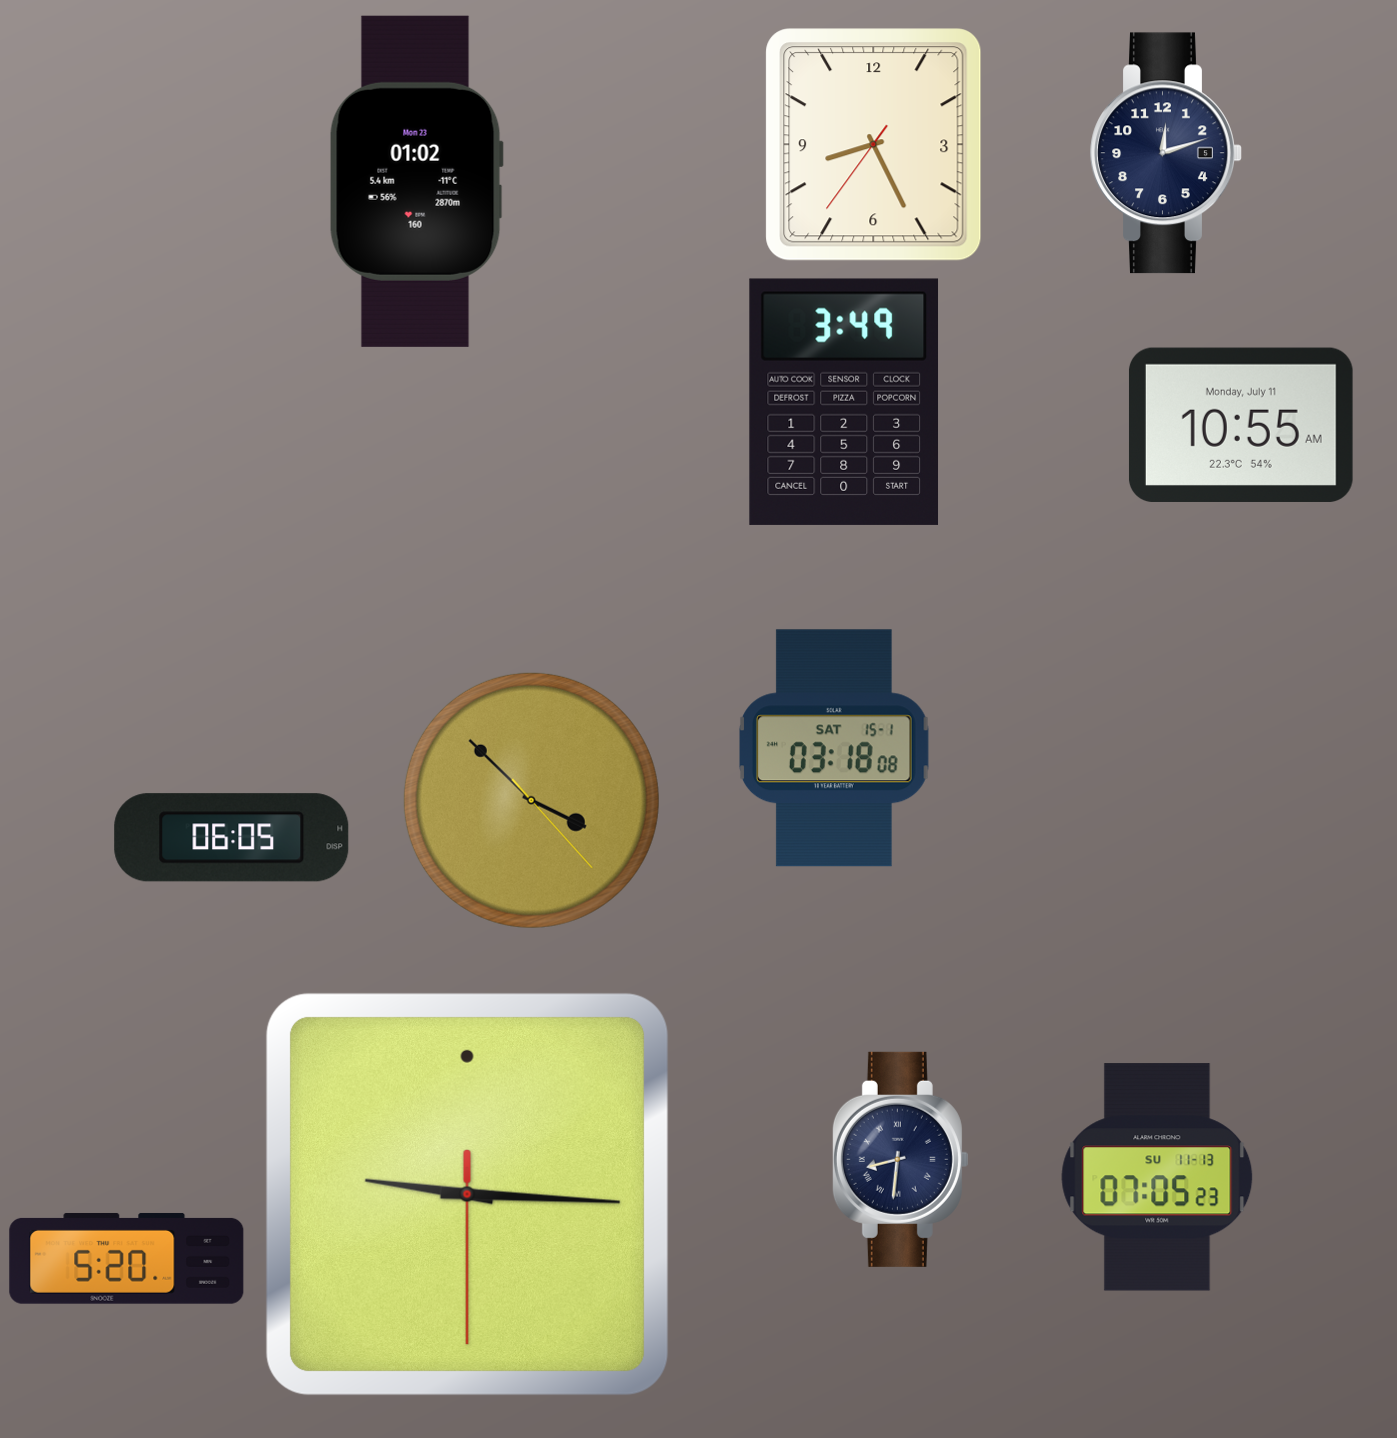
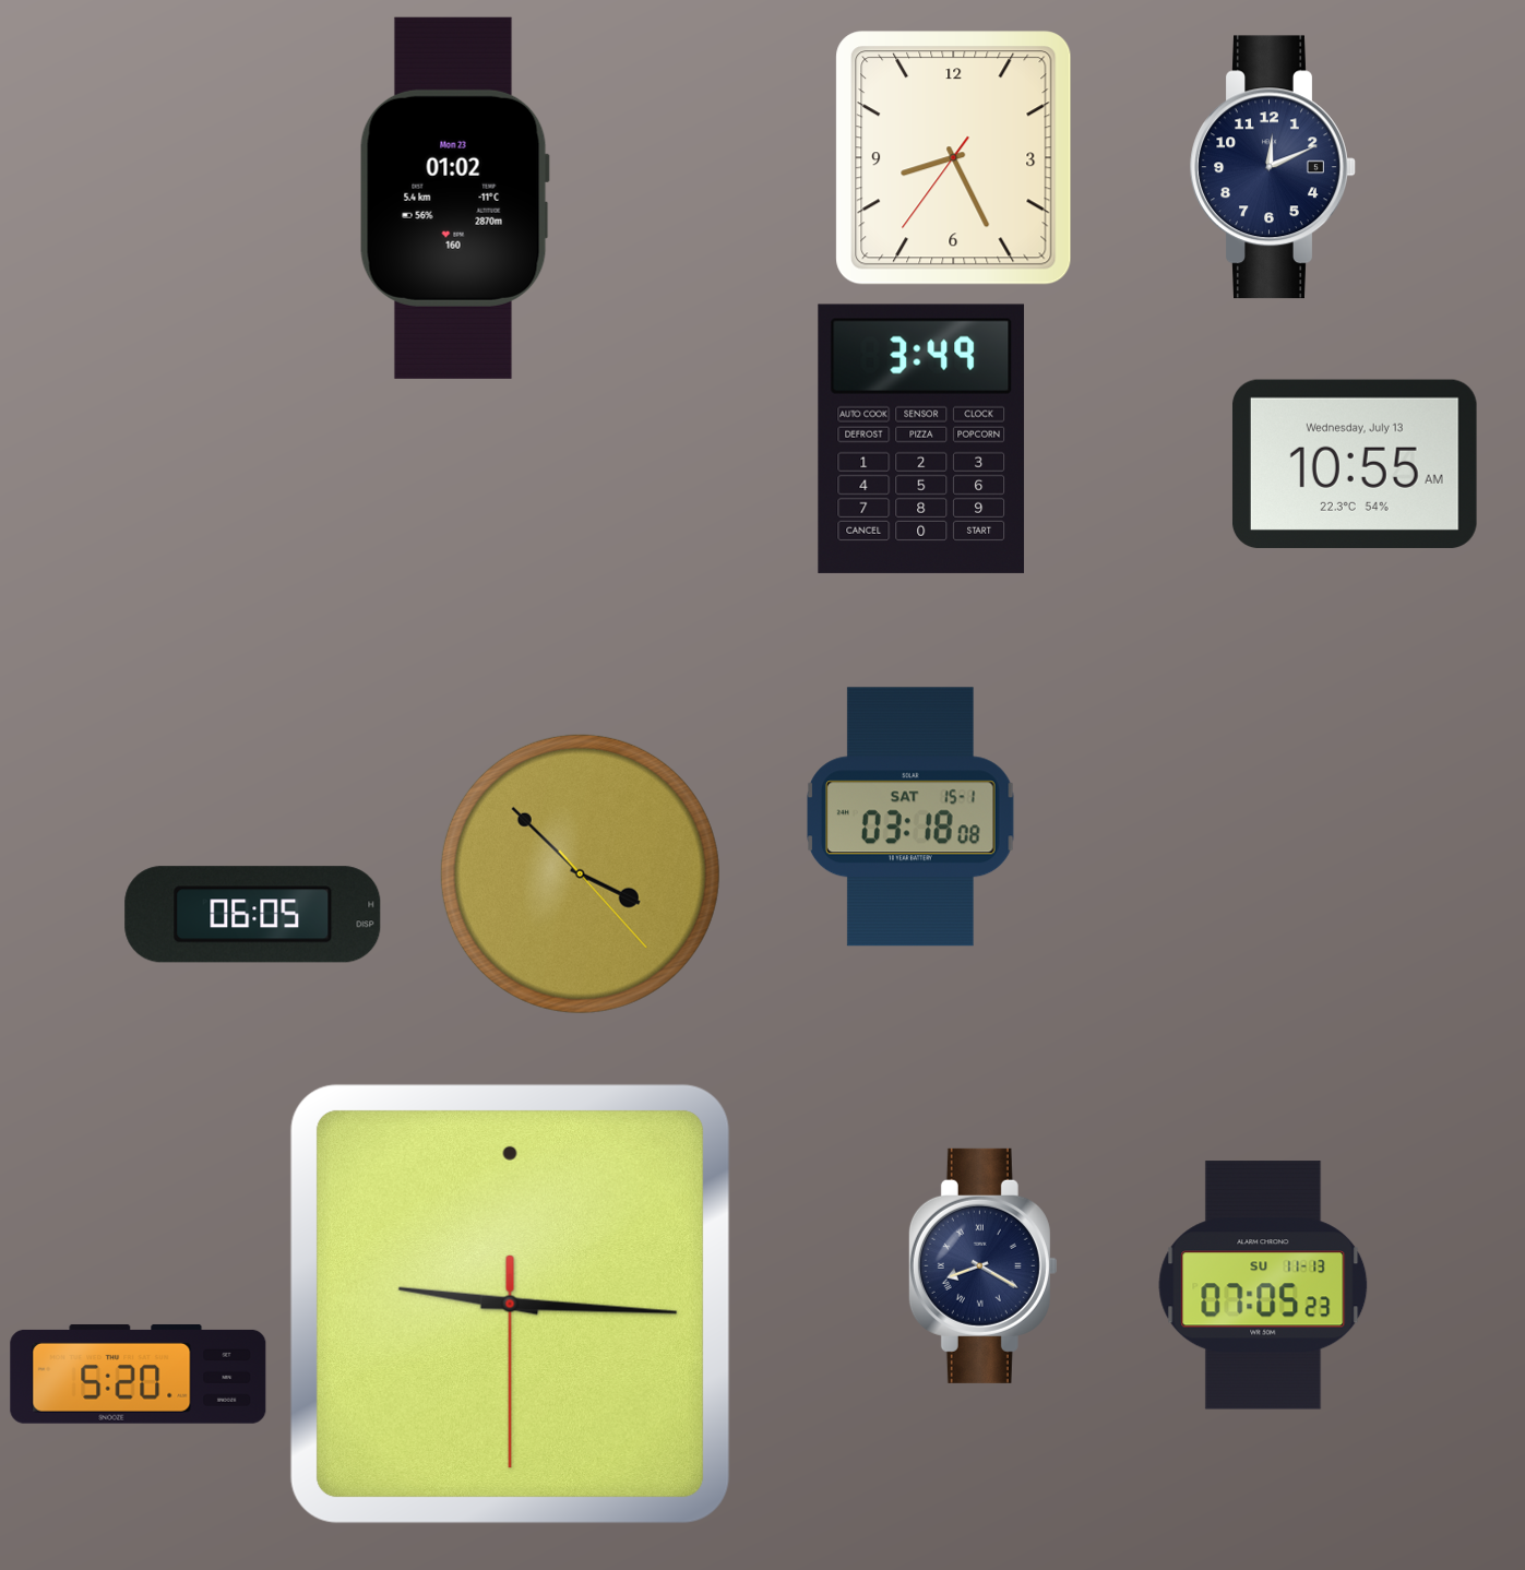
clock at (1166, 153): 12:12 -> 12:11
clock at (1241, 425) date: Monday, July 11 -> Wednesday, July 13
clock at (900, 1159): 8:31 -> 8:20
